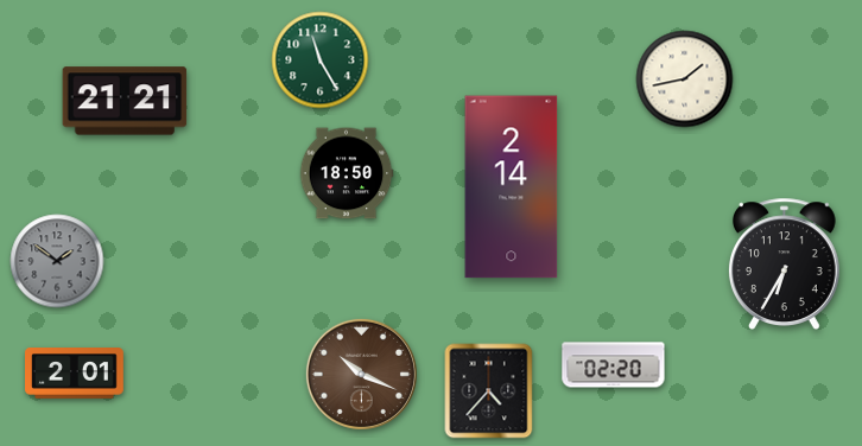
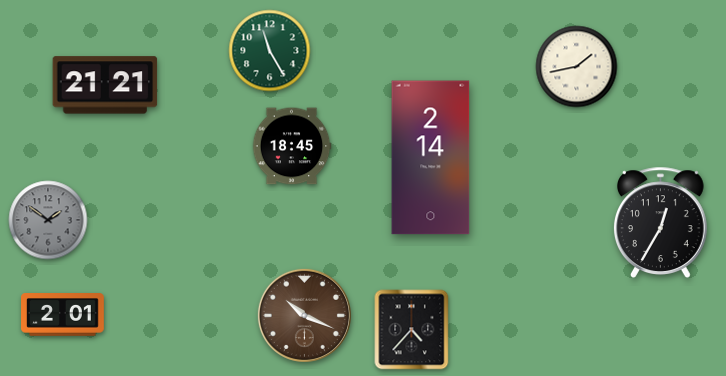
clock at (347, 173): 18:50 -> 18:45
clock at (784, 263): 6:35 -> 12:35
clock at (614, 365): 02:20 -> none
